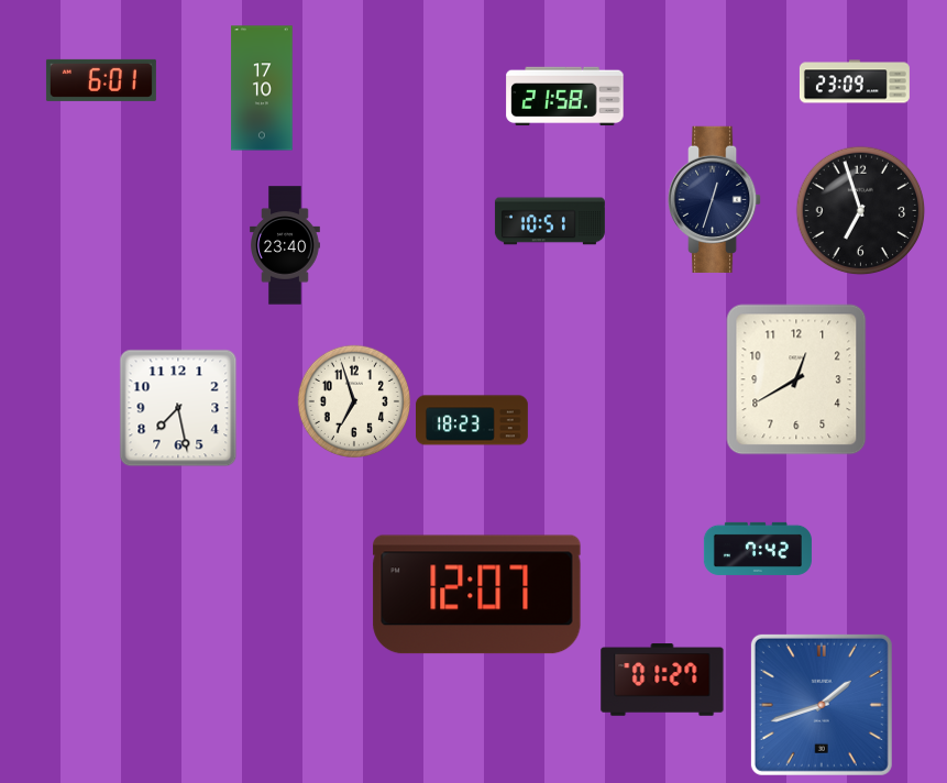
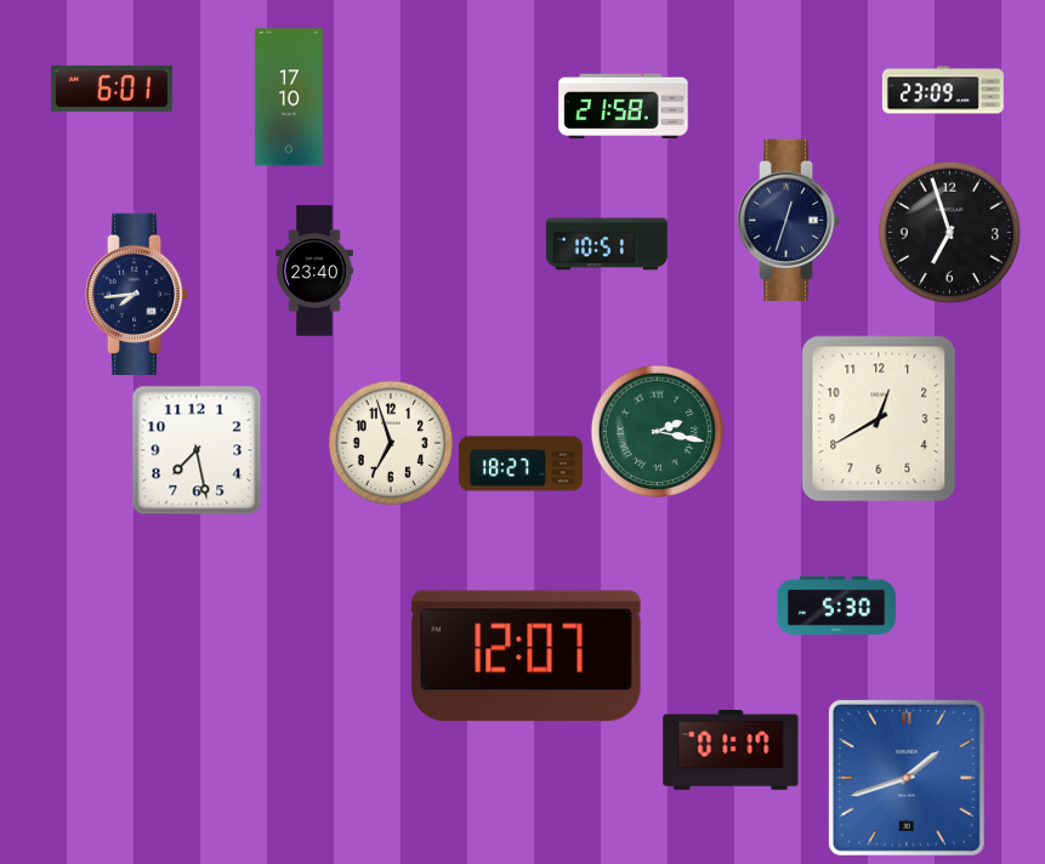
clock at (137, 294): none -> 7:44
clock at (657, 431): none -> 2:17
clock at (473, 420): 18:23 -> 18:27
clock at (758, 549): 7:42 -> 5:30
clock at (662, 680): 01:27 -> 01:17
